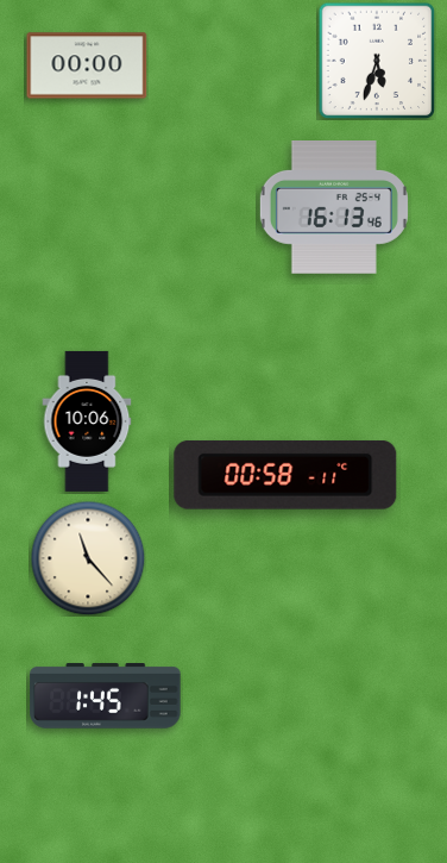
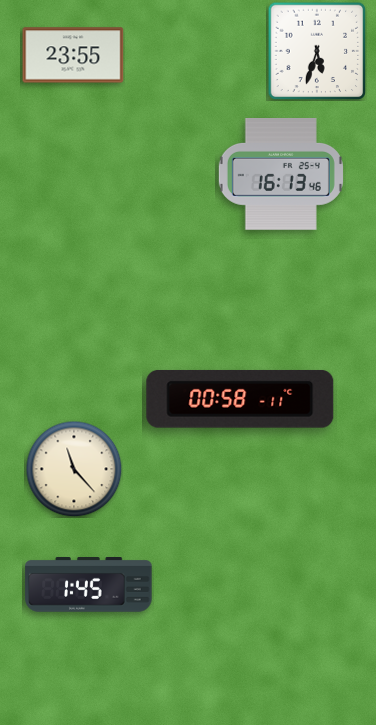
clock at (87, 65): 00:00 -> 23:55
clock at (87, 421): 10:06 -> none
